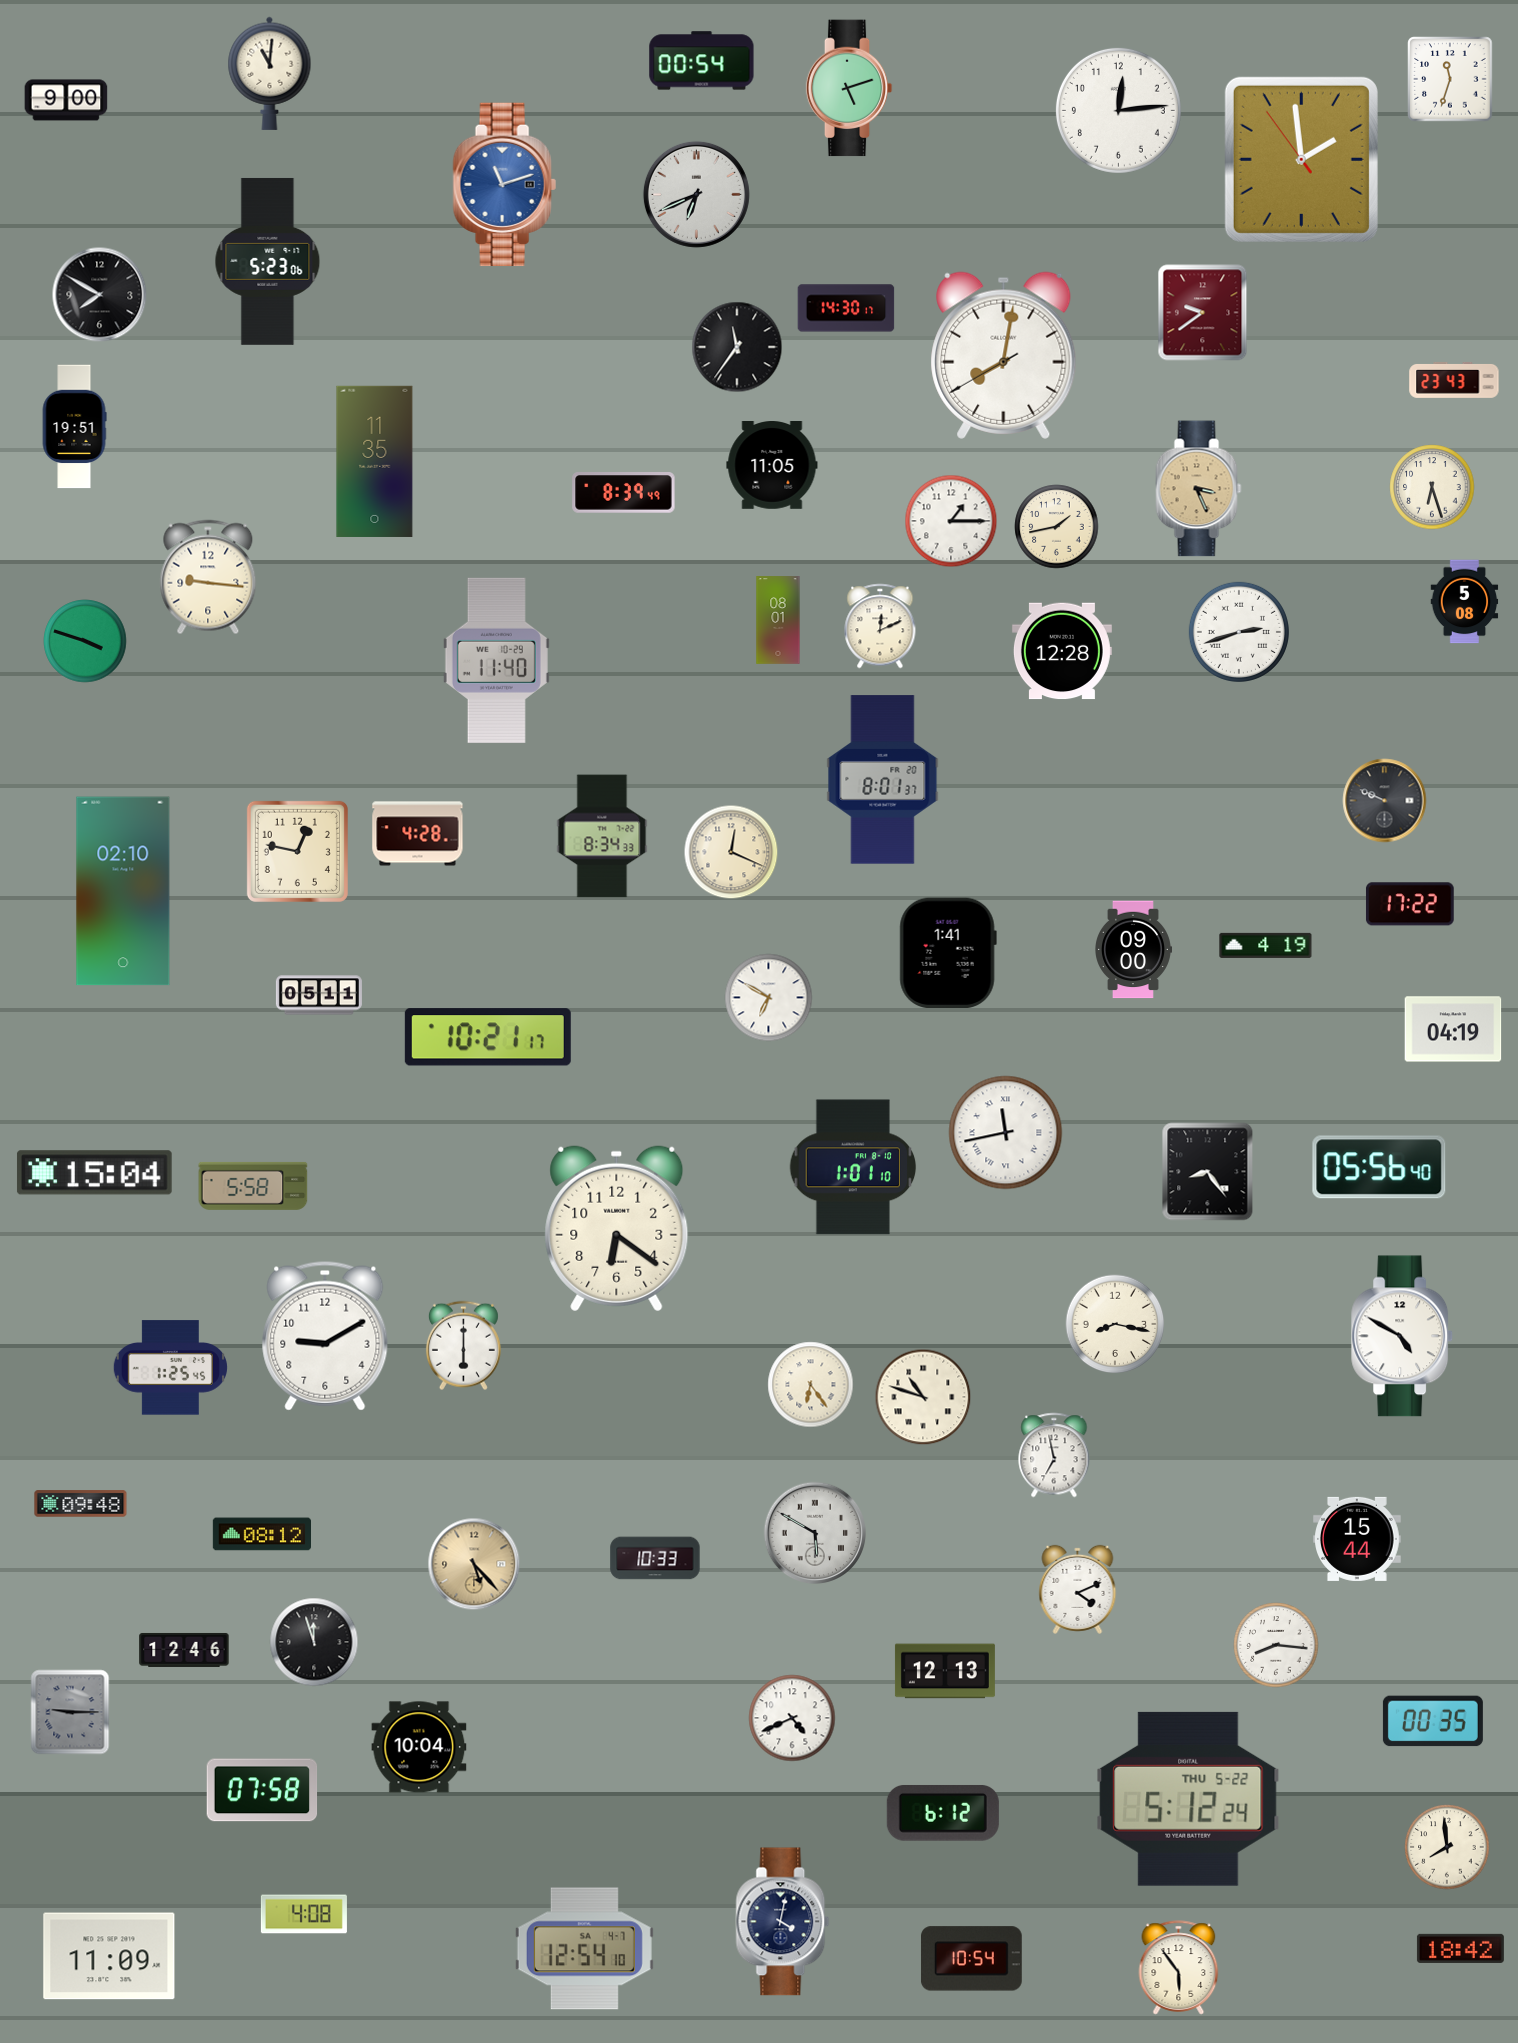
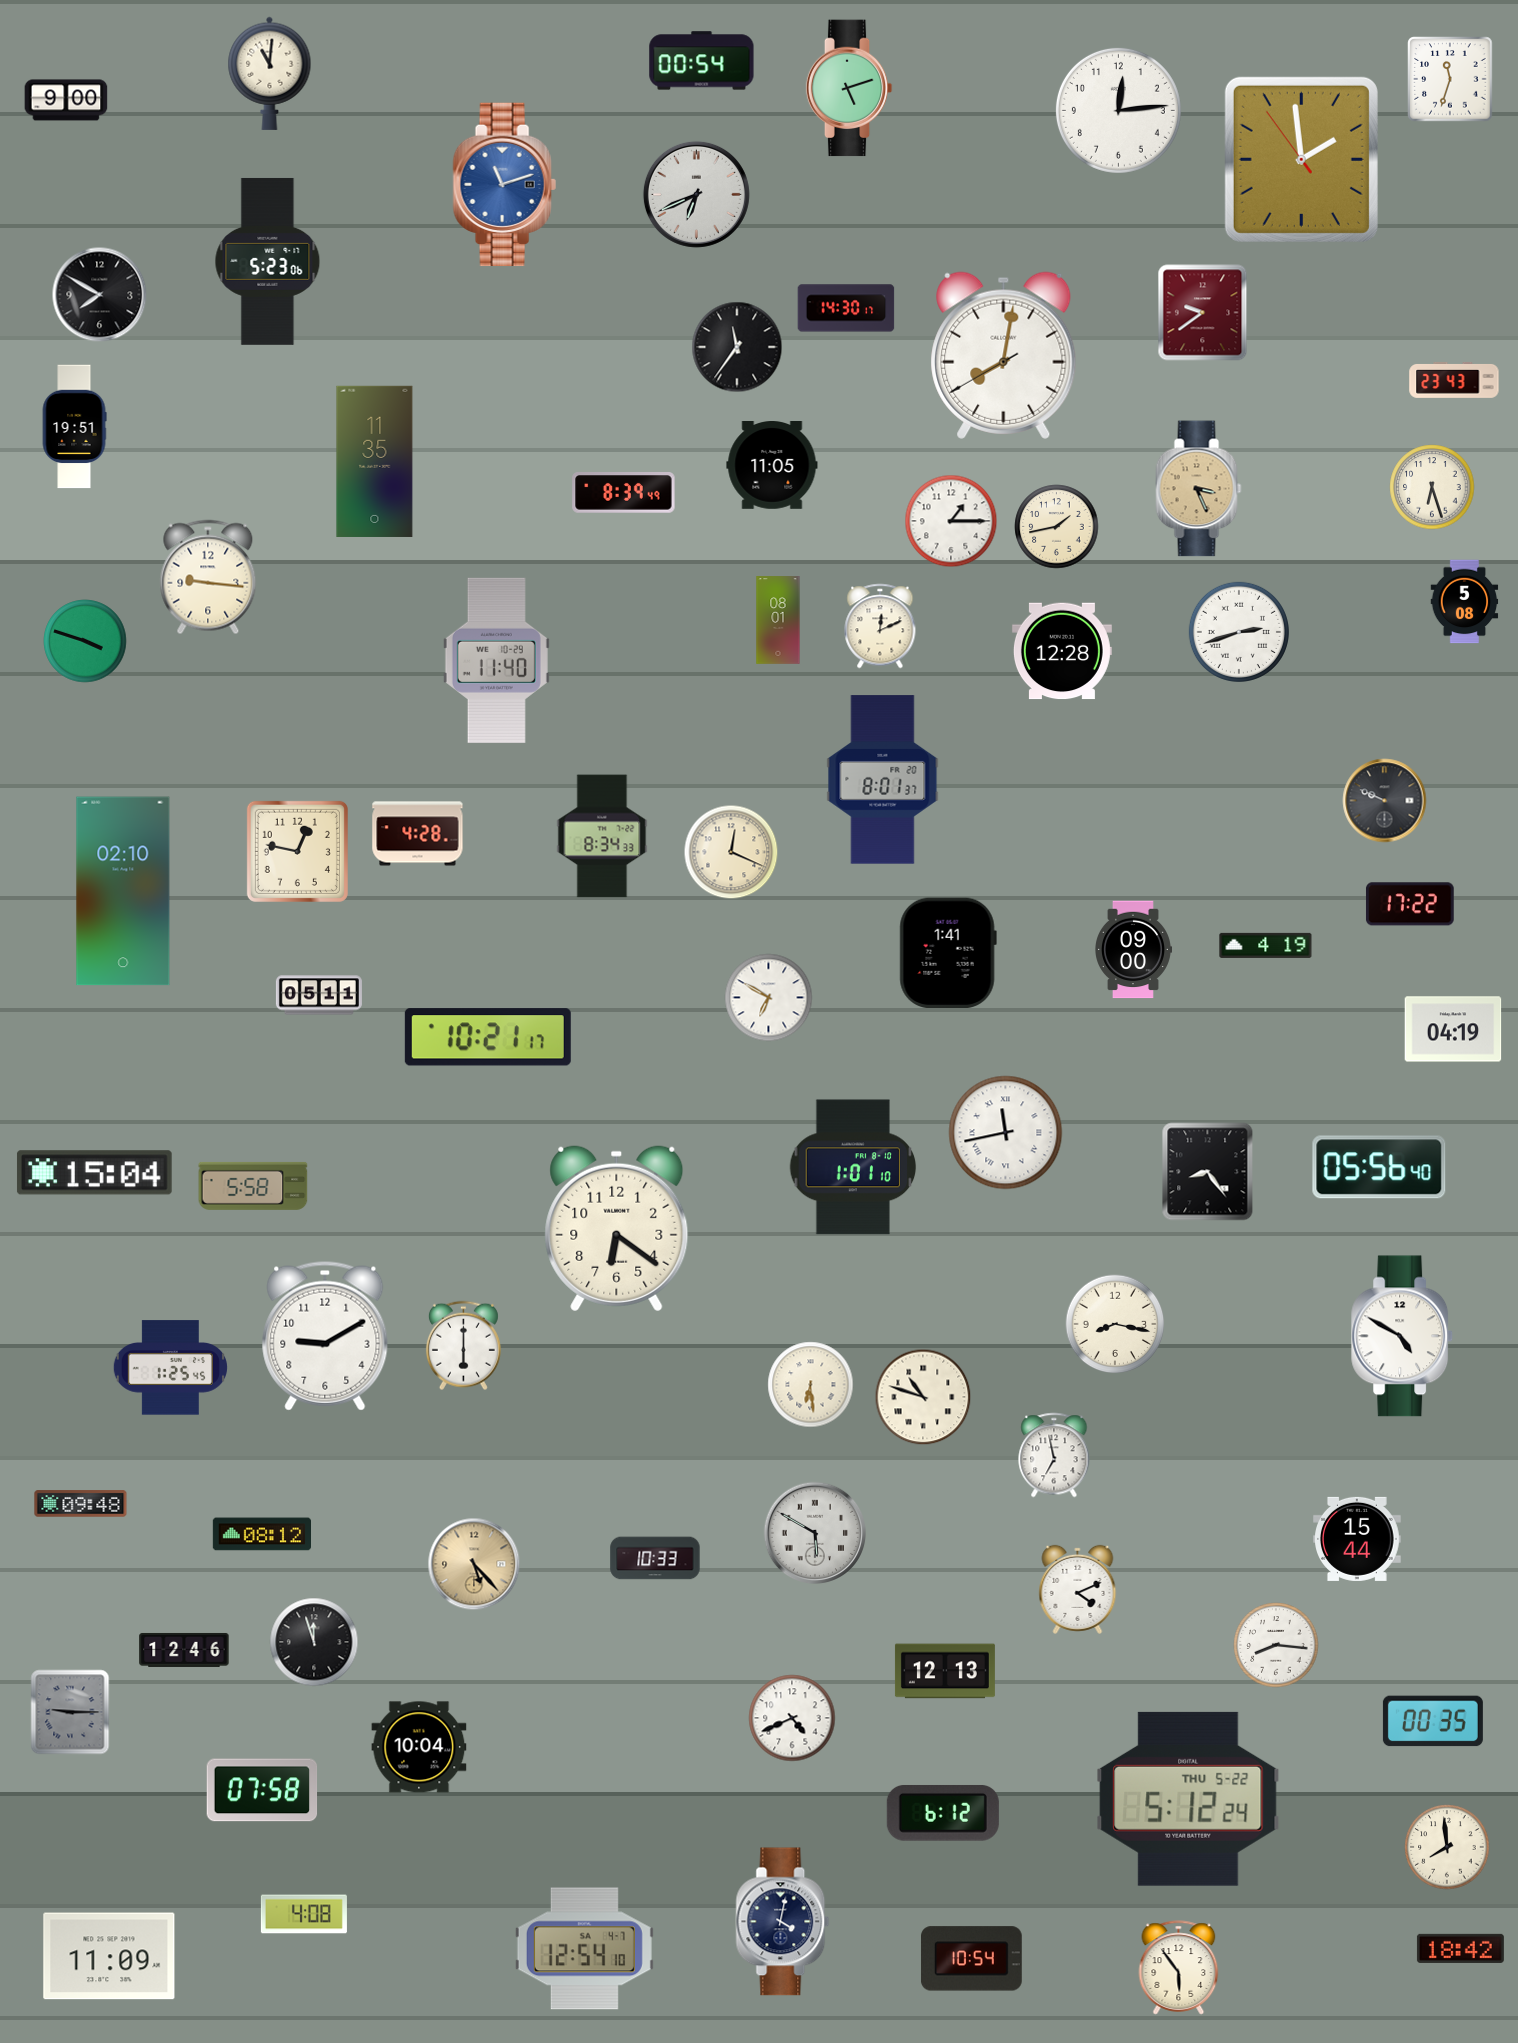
clock at (811, 1385): 6:24 -> 6:29
